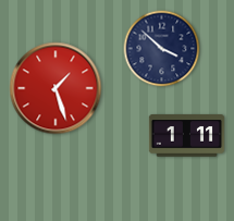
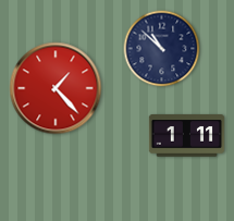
clock at (162, 49): 3:52 -> 10:52
clock at (56, 88): 1:27 -> 1:23
